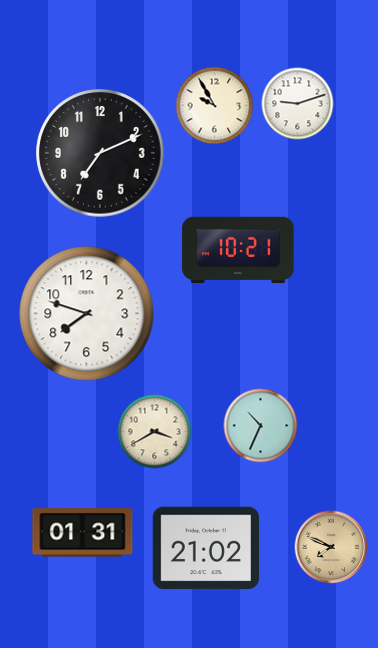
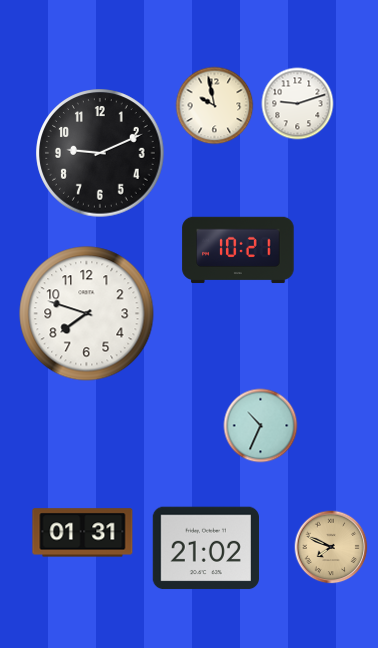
clock at (215, 106): 9:55 -> 9:58
clock at (100, 153): 7:11 -> 9:11
clock at (155, 432): 3:40 -> none
